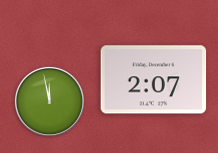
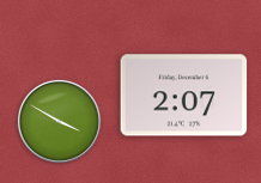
clock at (49, 101): 11:58 -> 3:50
